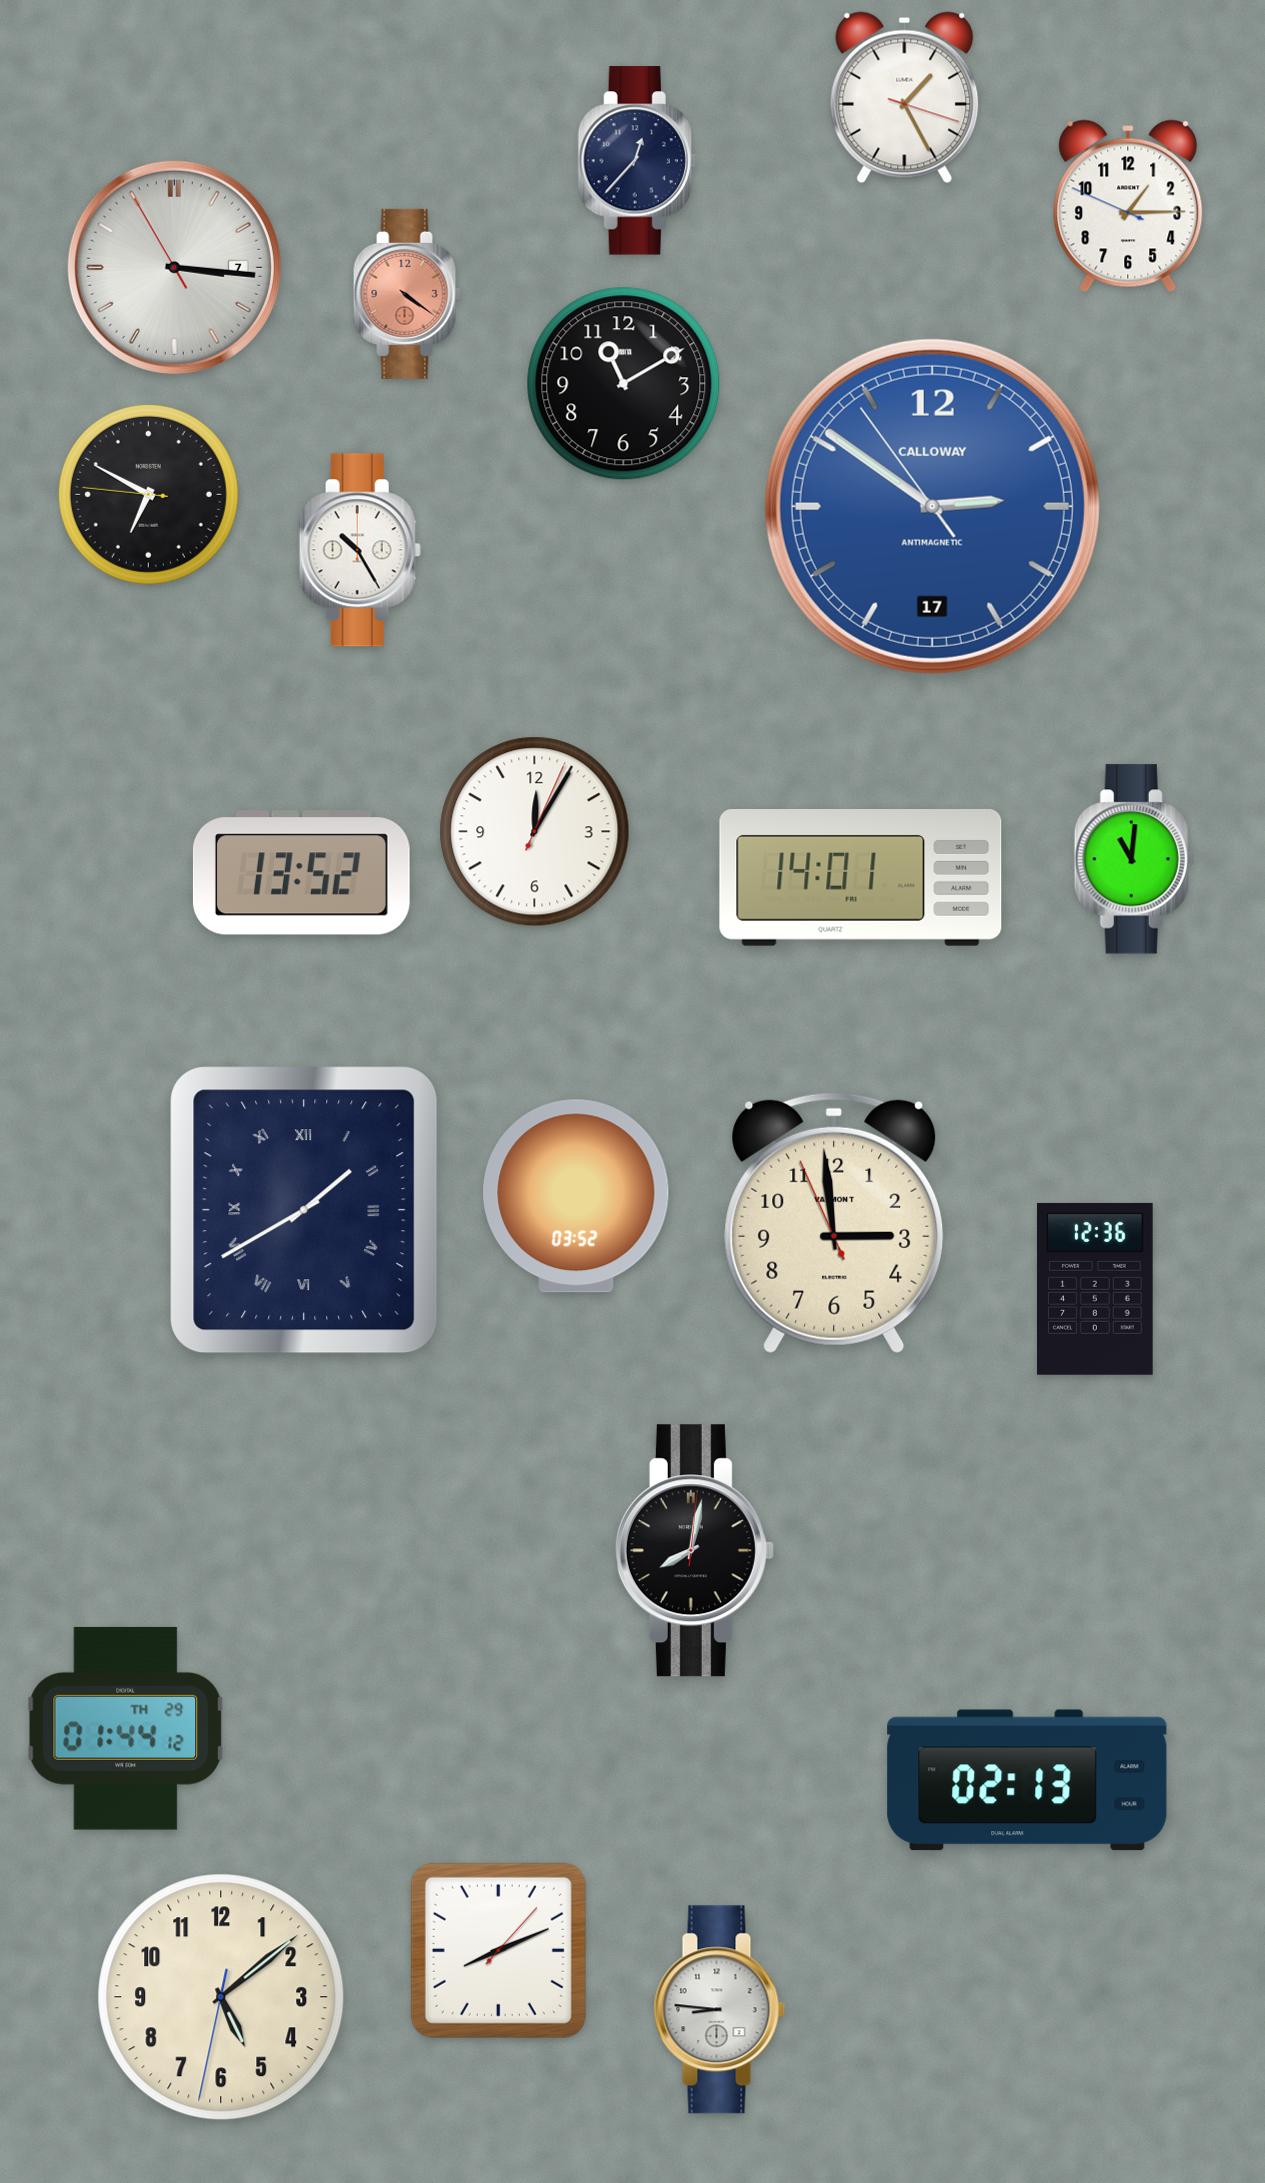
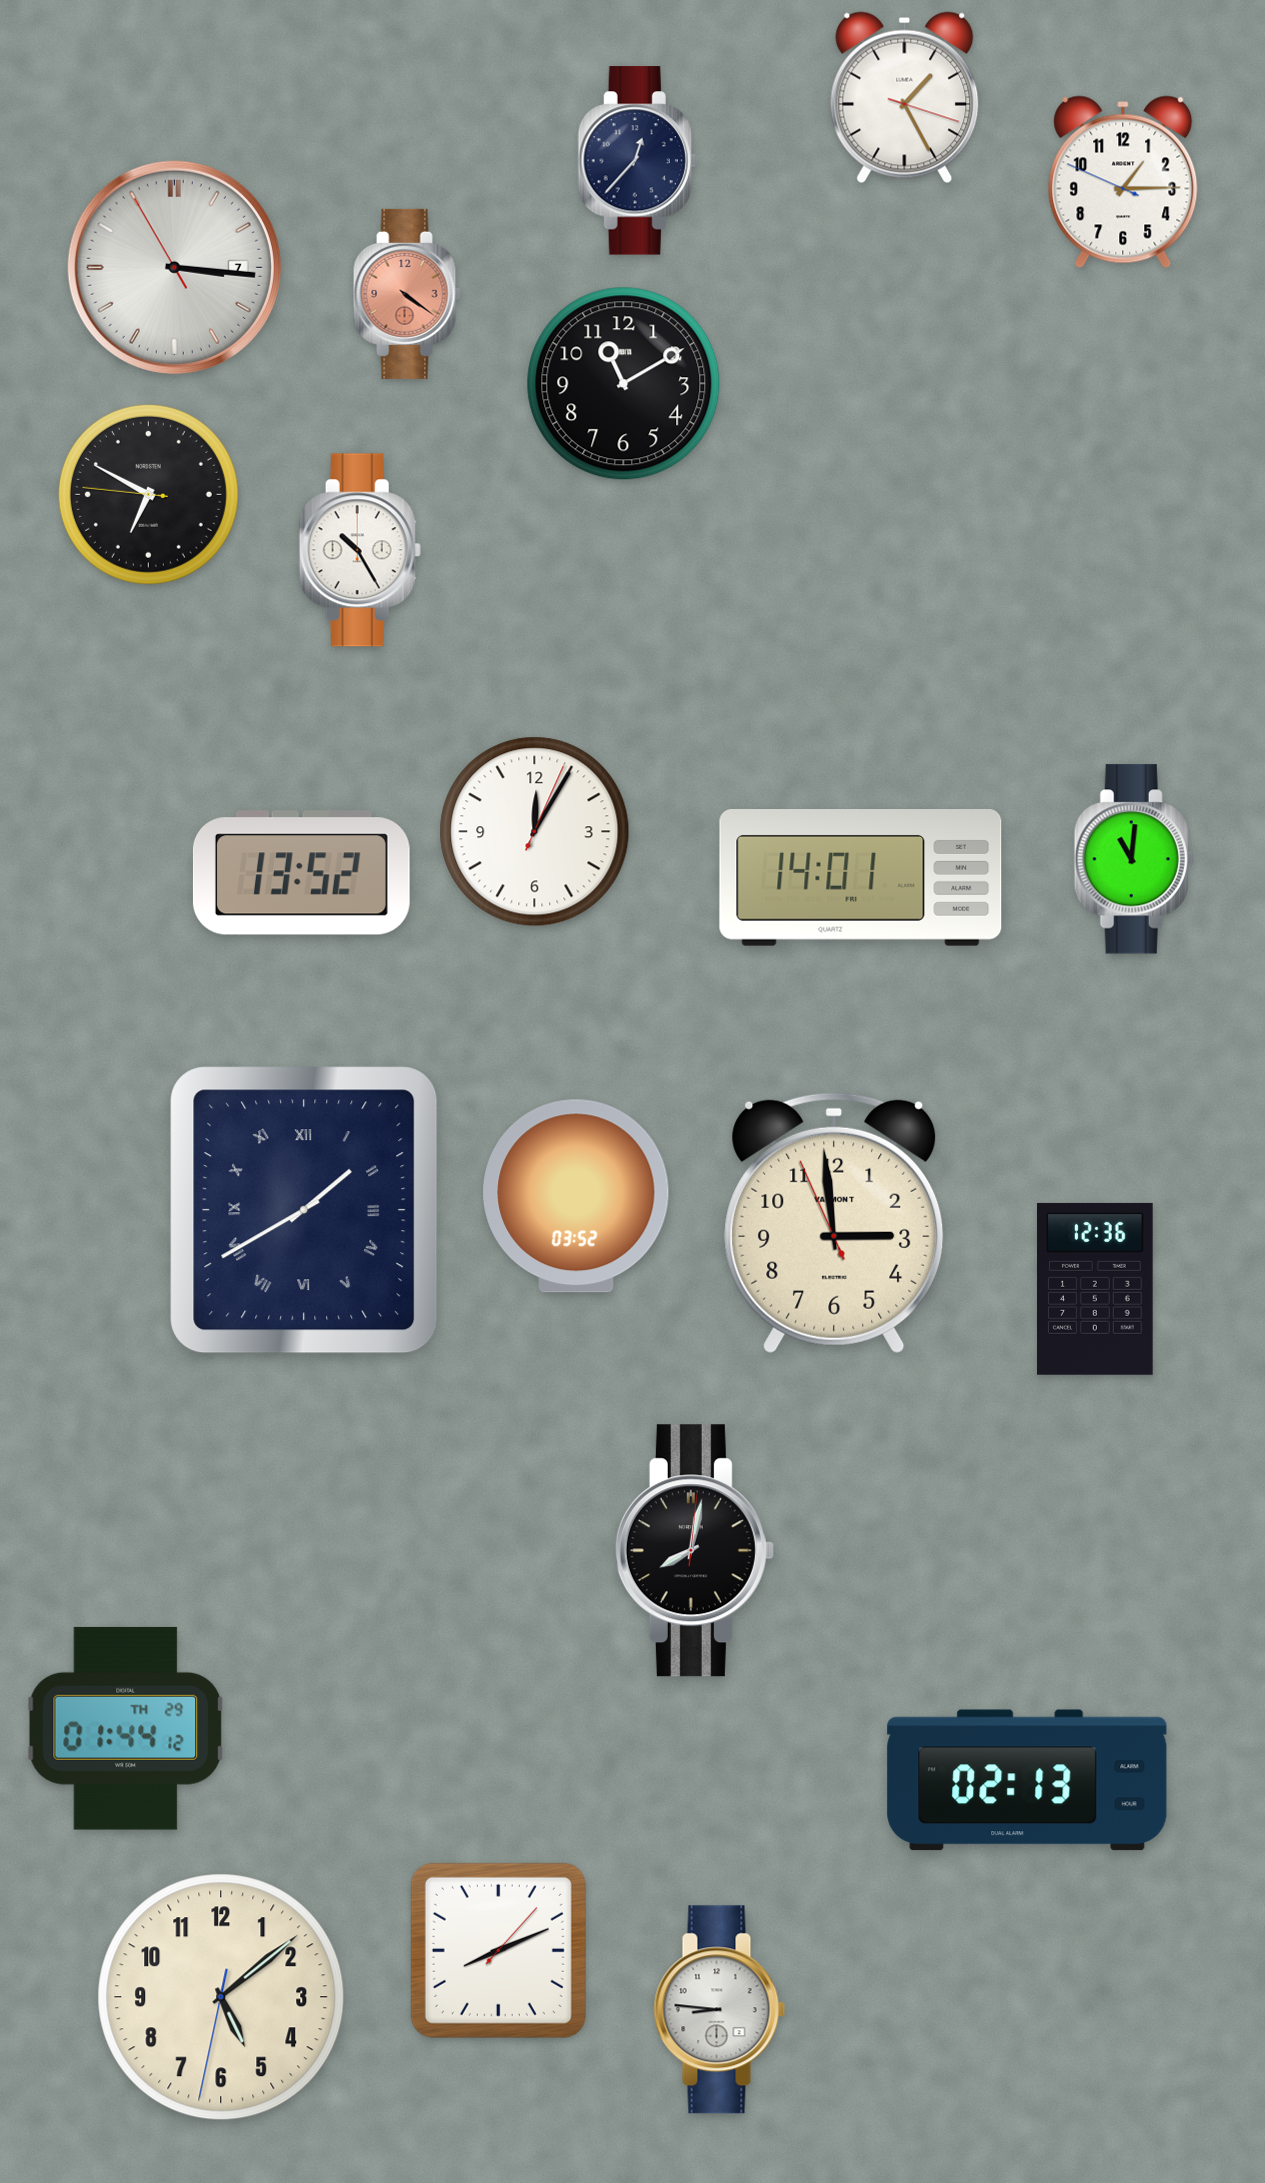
clock at (1128, 206) position: (1128, 206) -> (1123, 182)
clock at (932, 506): 2:50 -> none
